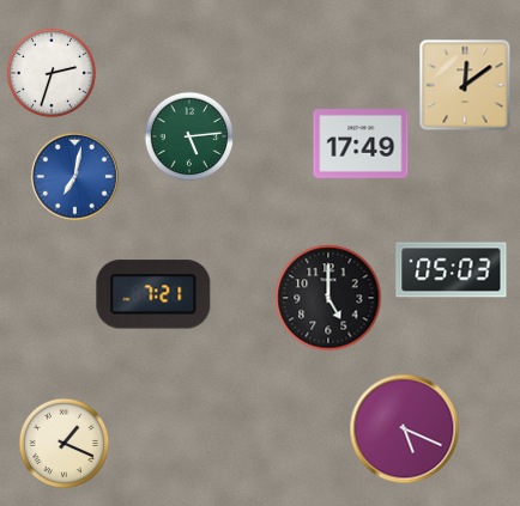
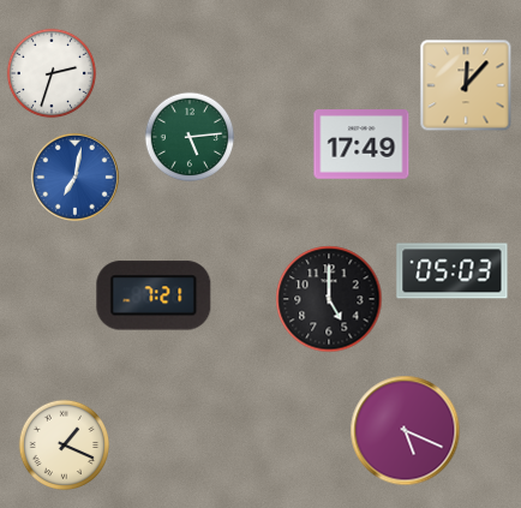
clock at (465, 85): 12:09 -> 12:07
